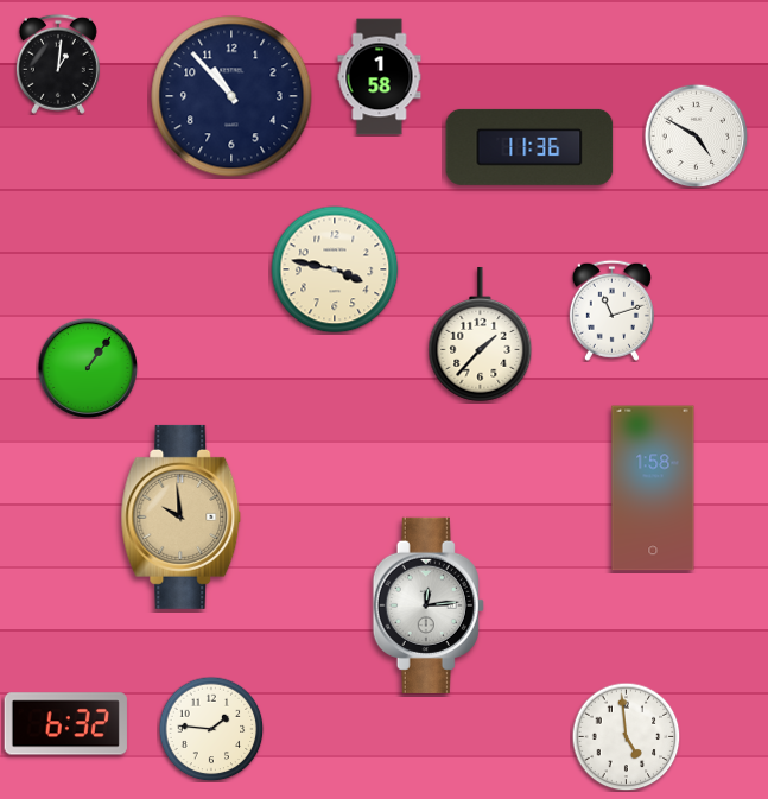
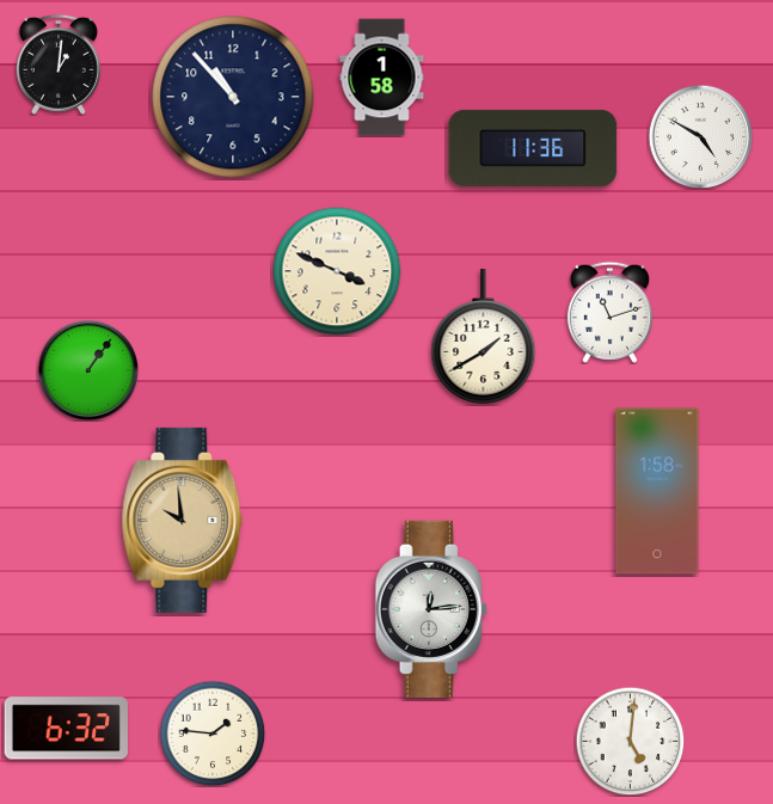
clock at (335, 269): 3:47 -> 3:49
clock at (611, 310) position: (611, 310) -> (609, 312)
clock at (481, 334): 1:37 -> 1:40
clock at (626, 736): 4:59 -> 5:01
